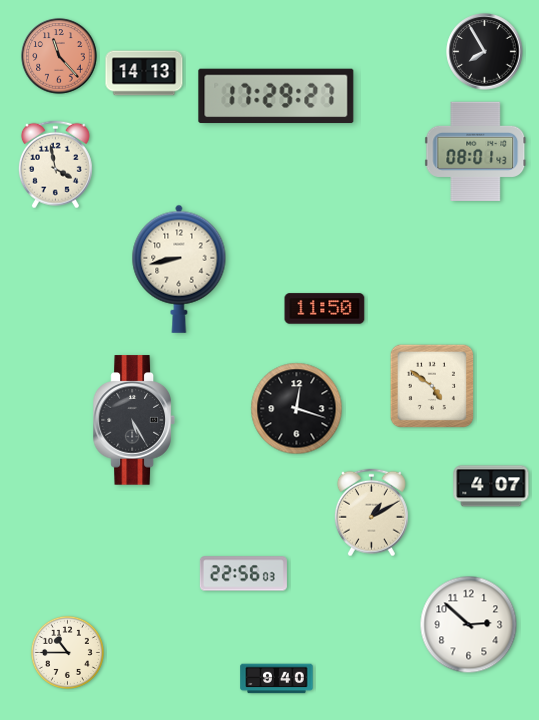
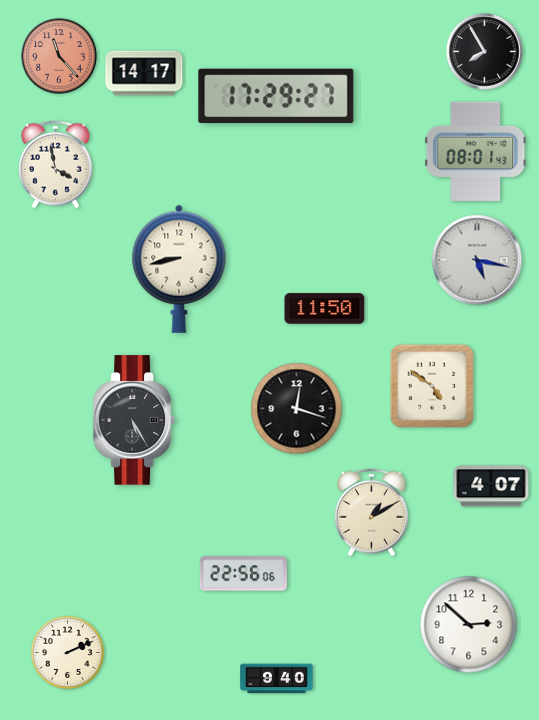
clock at (144, 73): 14:13 -> 14:17
clock at (477, 260): none -> 5:17
clock at (243, 574): 22:56:03 -> 22:56:06
clock at (67, 652): 10:45 -> 2:11
